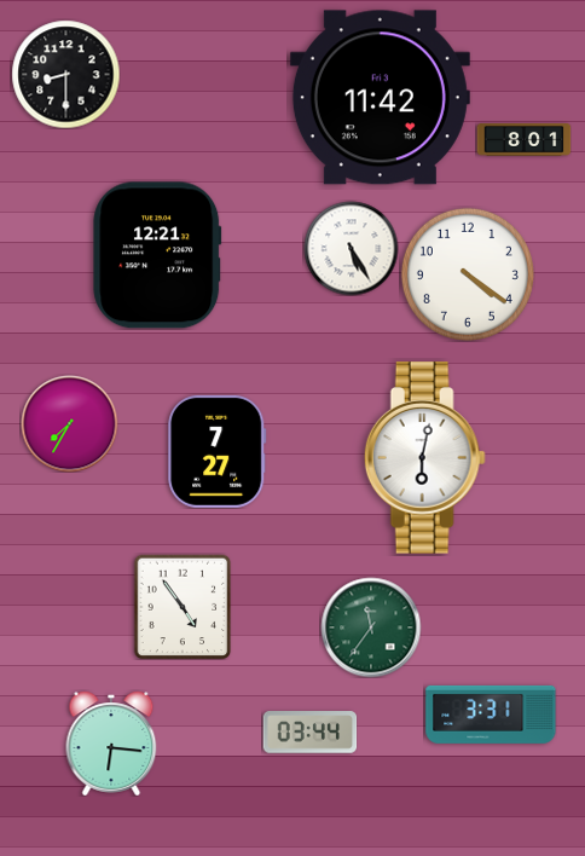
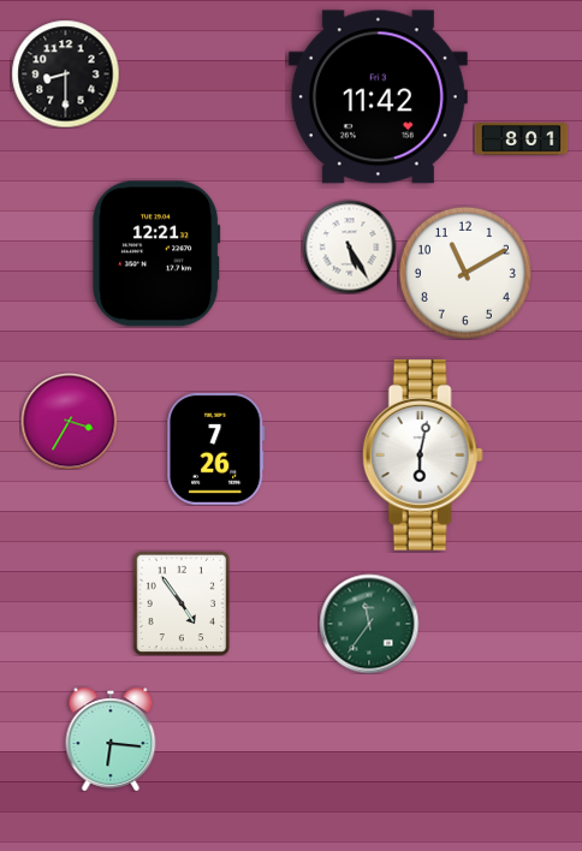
clock at (468, 274): 4:21 -> 11:10
clock at (69, 423): 7:35 -> 3:35
clock at (218, 451): 7:27 -> 7:26
clock at (491, 715): 3:31 -> none
clock at (309, 733): 03:44 -> none
